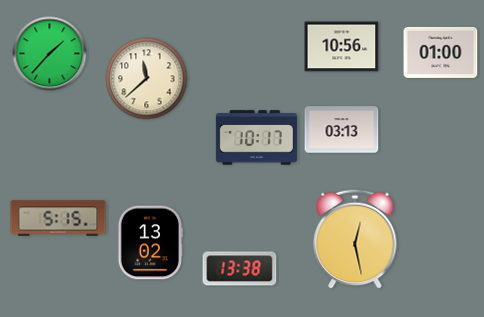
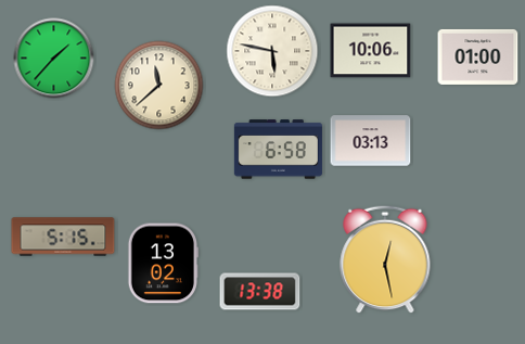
clock at (272, 51): none -> 5:47
clock at (342, 47): 10:56 -> 10:06
clock at (256, 138): 10:17 -> 6:58
